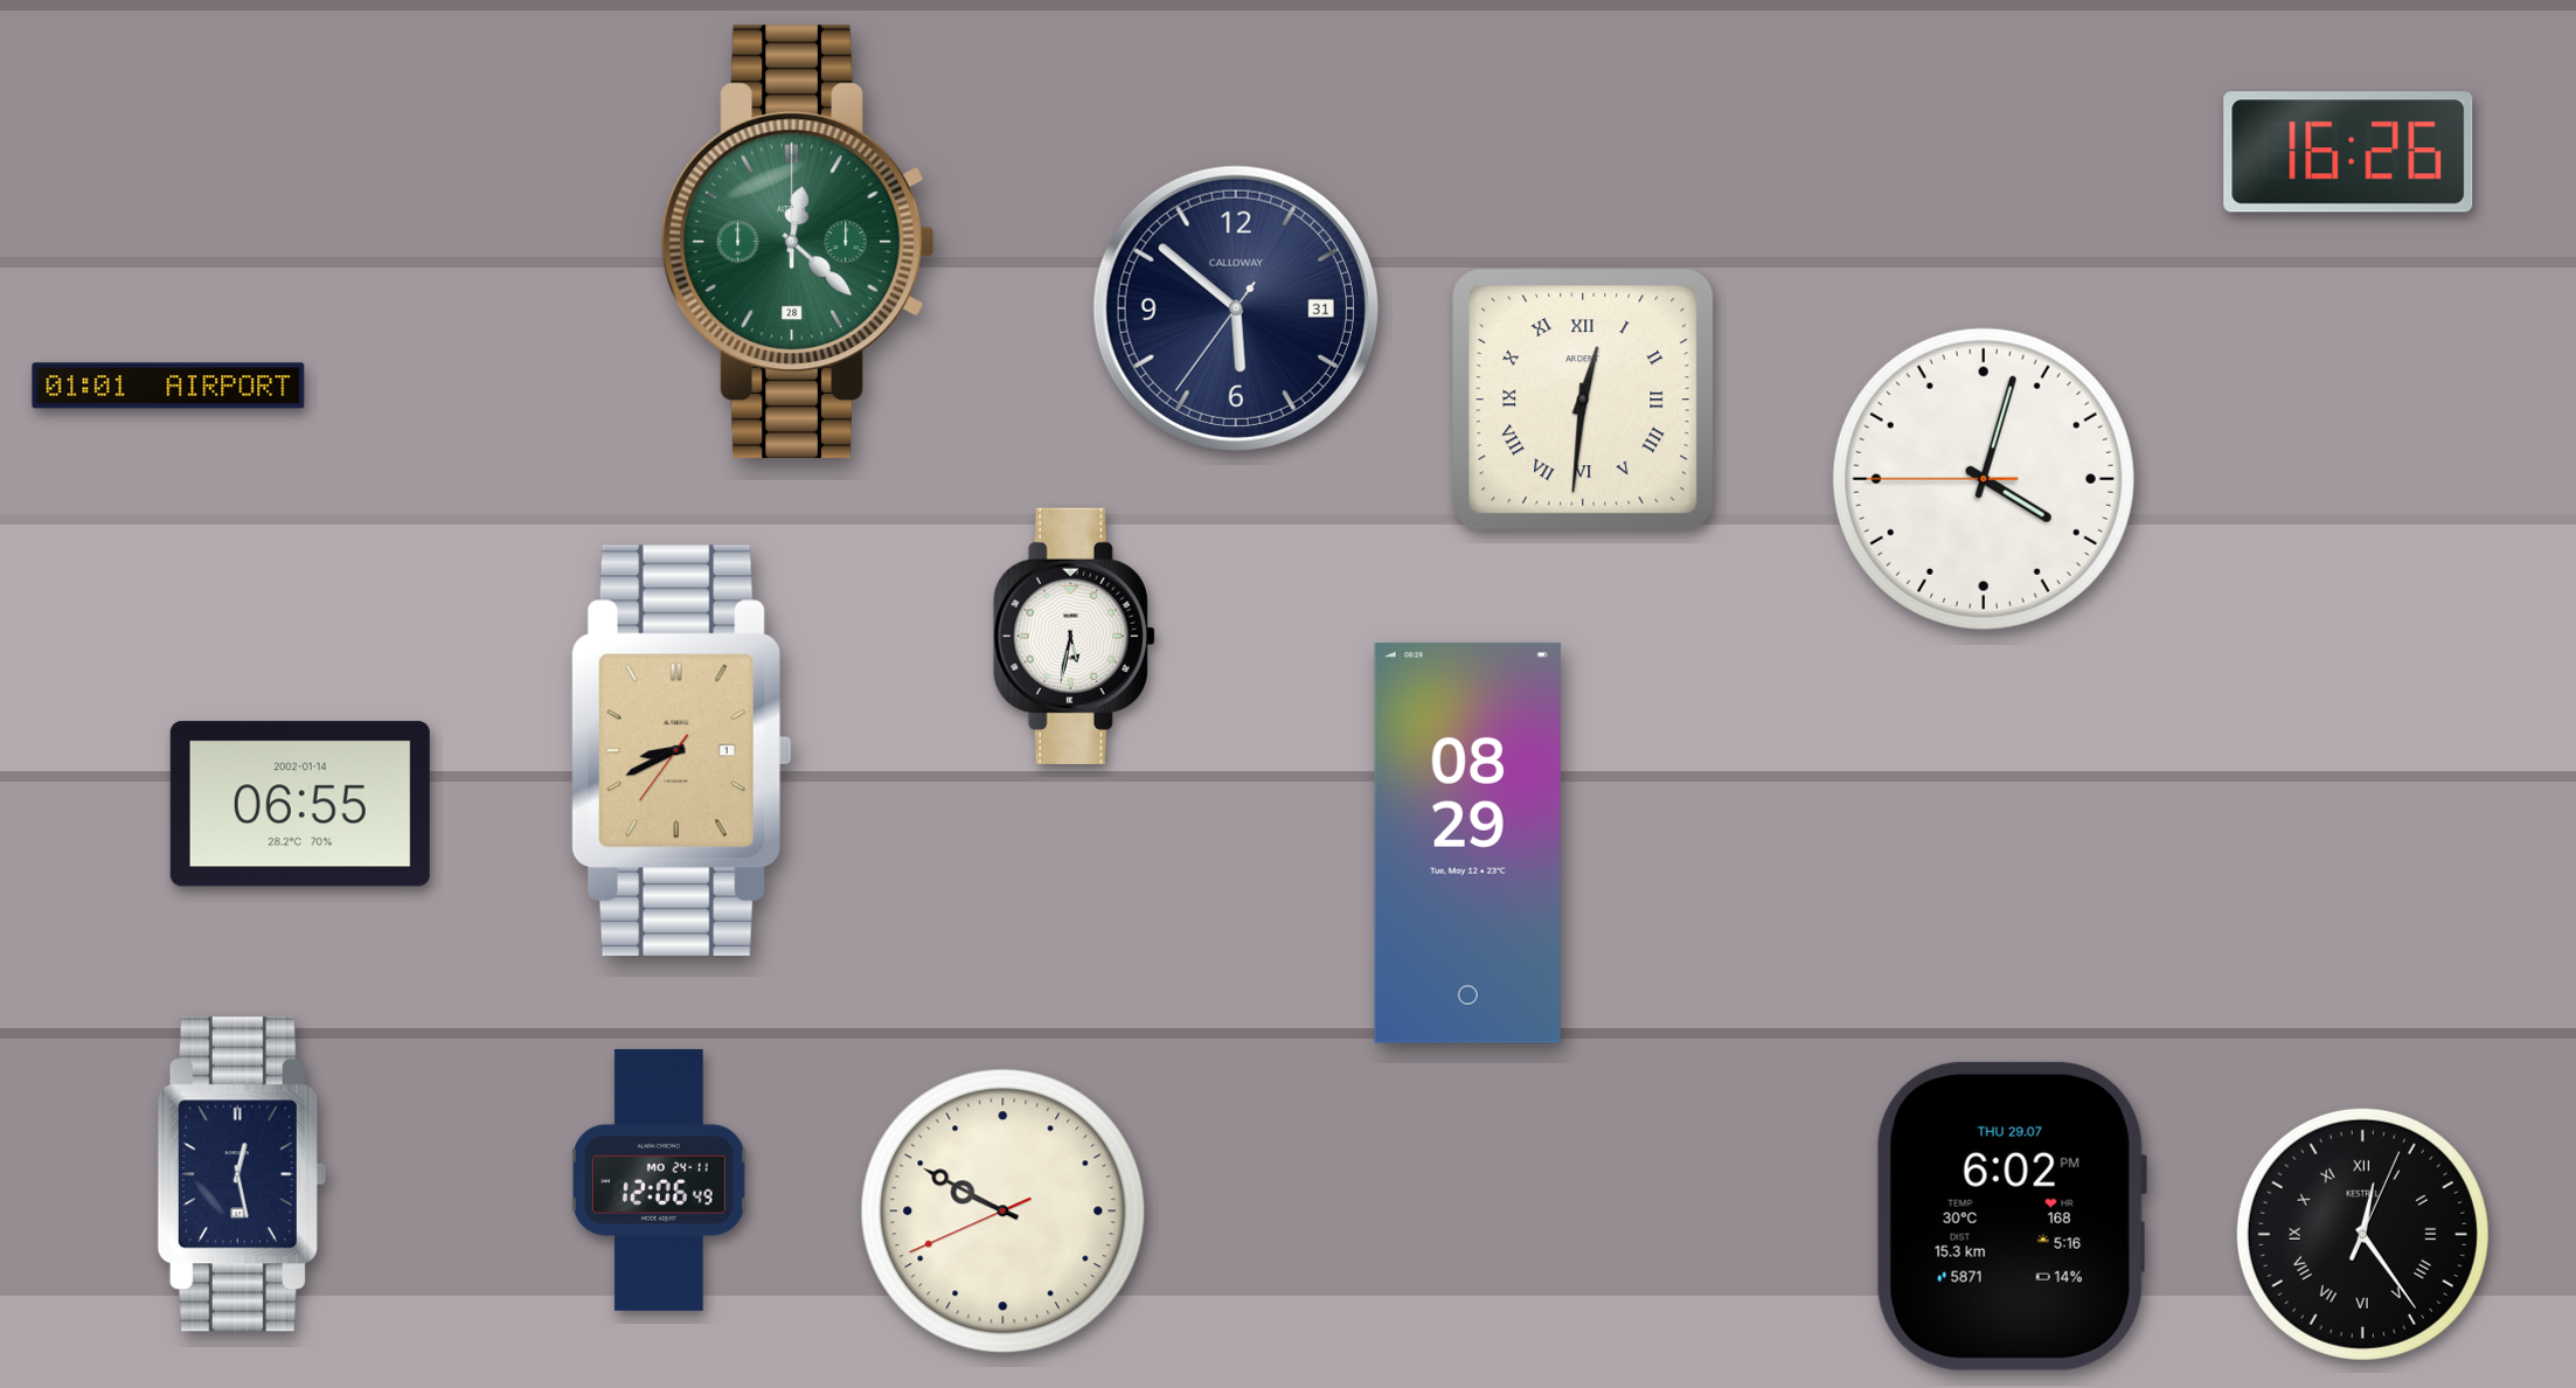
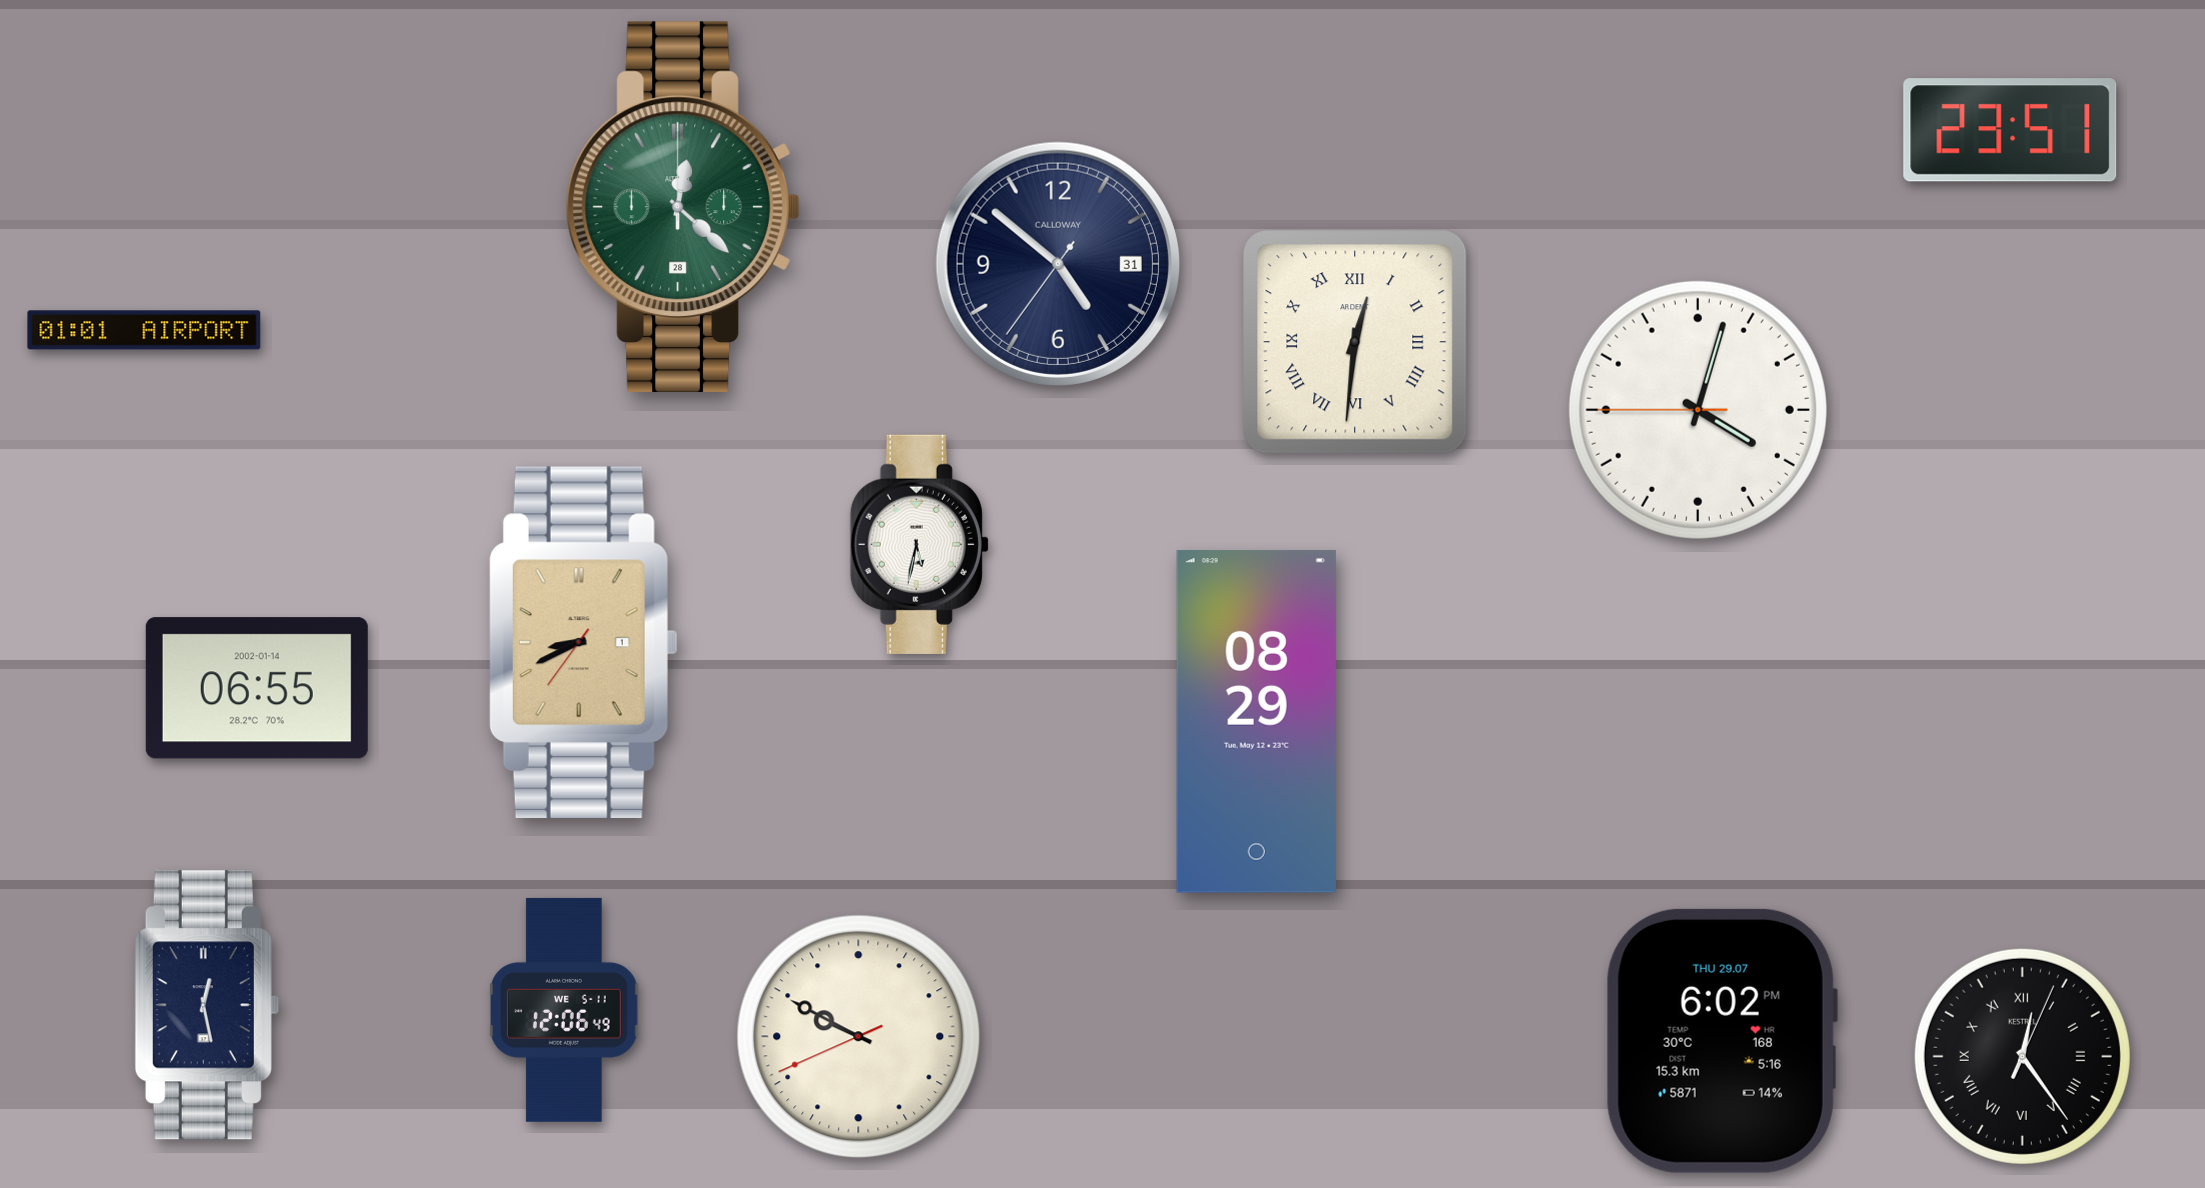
clock at (2348, 152): 16:26 -> 23:51
clock at (1236, 308): 5:51 -> 4:51
clock at (660, 1180) date: MO 24-11 -> WE 5-11
